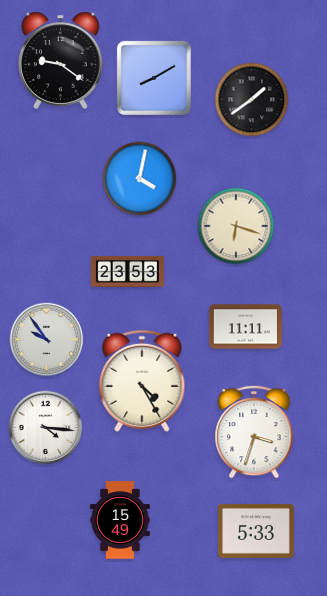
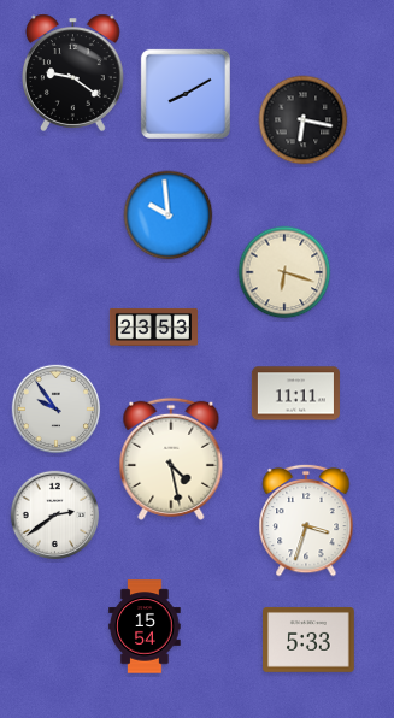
clock at (252, 100): 1:39 -> 6:17
clock at (140, 179): 4:02 -> 9:59
clock at (142, 381): 4:25 -> 4:28
clock at (46, 428): 4:16 -> 2:39
clock at (120, 520): 15:49 -> 15:54
